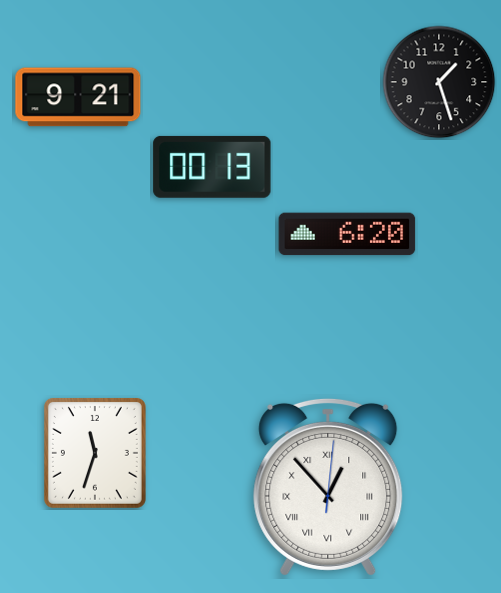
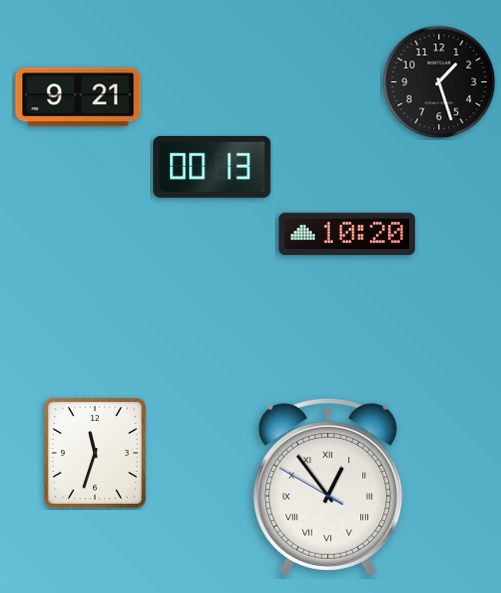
clock at (347, 234): 6:20 -> 10:20
clock at (328, 487): 12:53:01 -> 12:53:50
